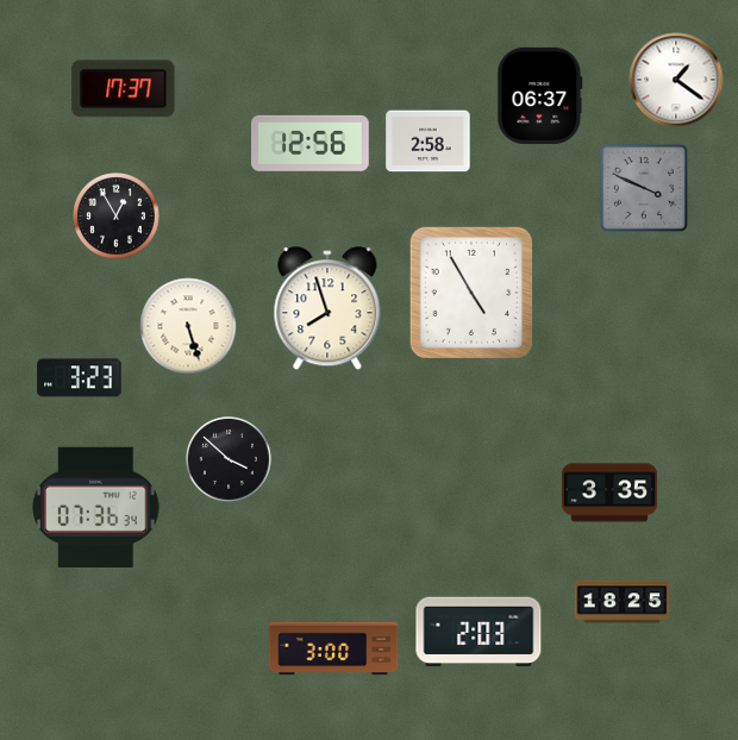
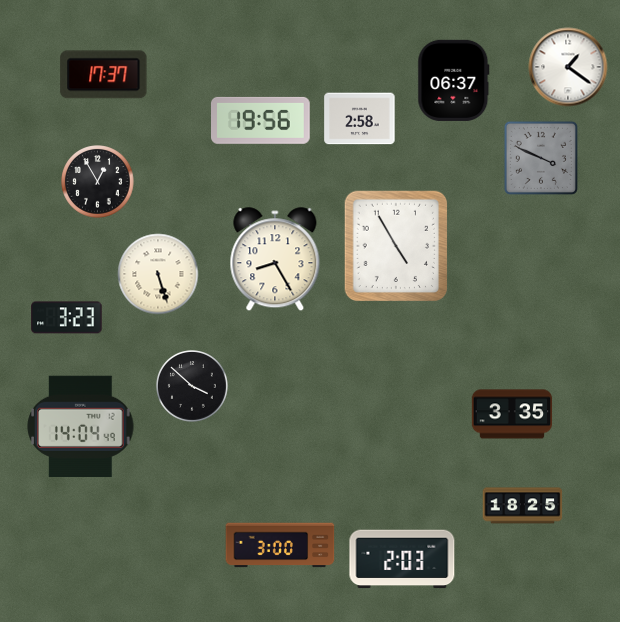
clock at (311, 143): 12:56 -> 19:56
clock at (327, 309): 7:57 -> 8:25
clock at (96, 507): 07:36 -> 14:04
clock at (479, 632) position: (479, 632) -> (402, 559)
